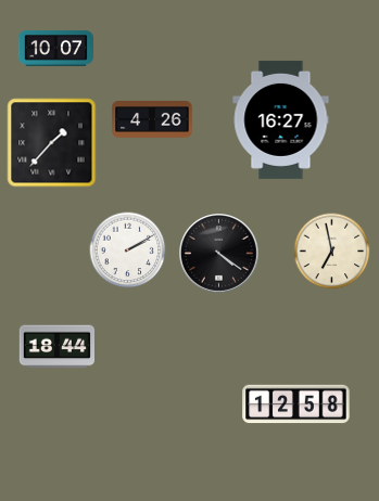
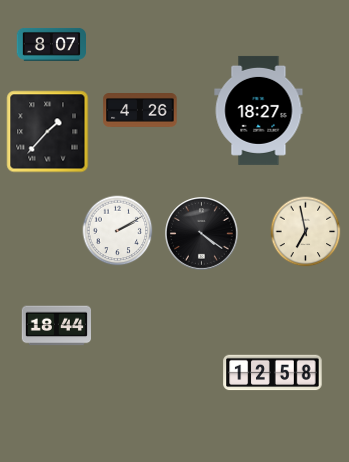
clock at (55, 48): 10:07 -> 8:07
clock at (281, 119): 16:27 -> 18:27
clock at (56, 347) position: (56, 347) -> (56, 326)
